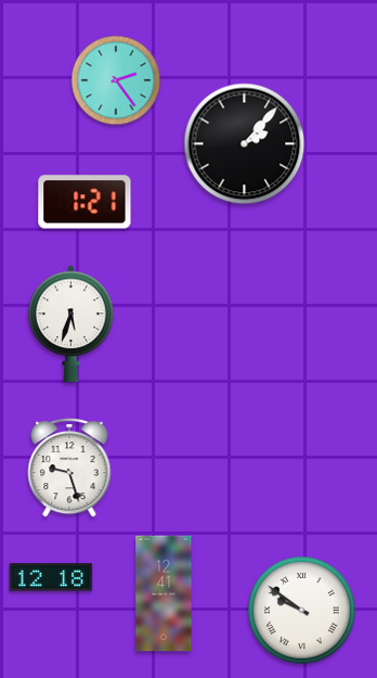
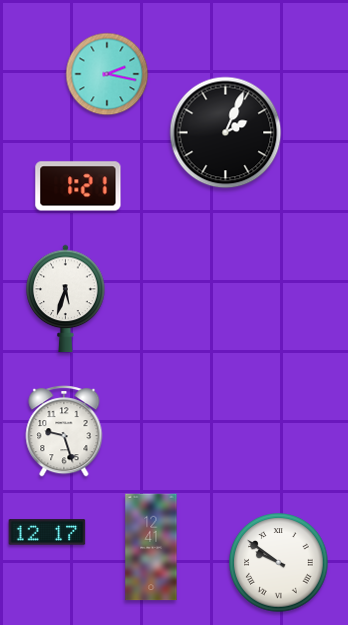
clock at (116, 80): 2:24 -> 2:17
clock at (245, 144): 2:07 -> 2:04
clock at (51, 577): 12:18 -> 12:17
